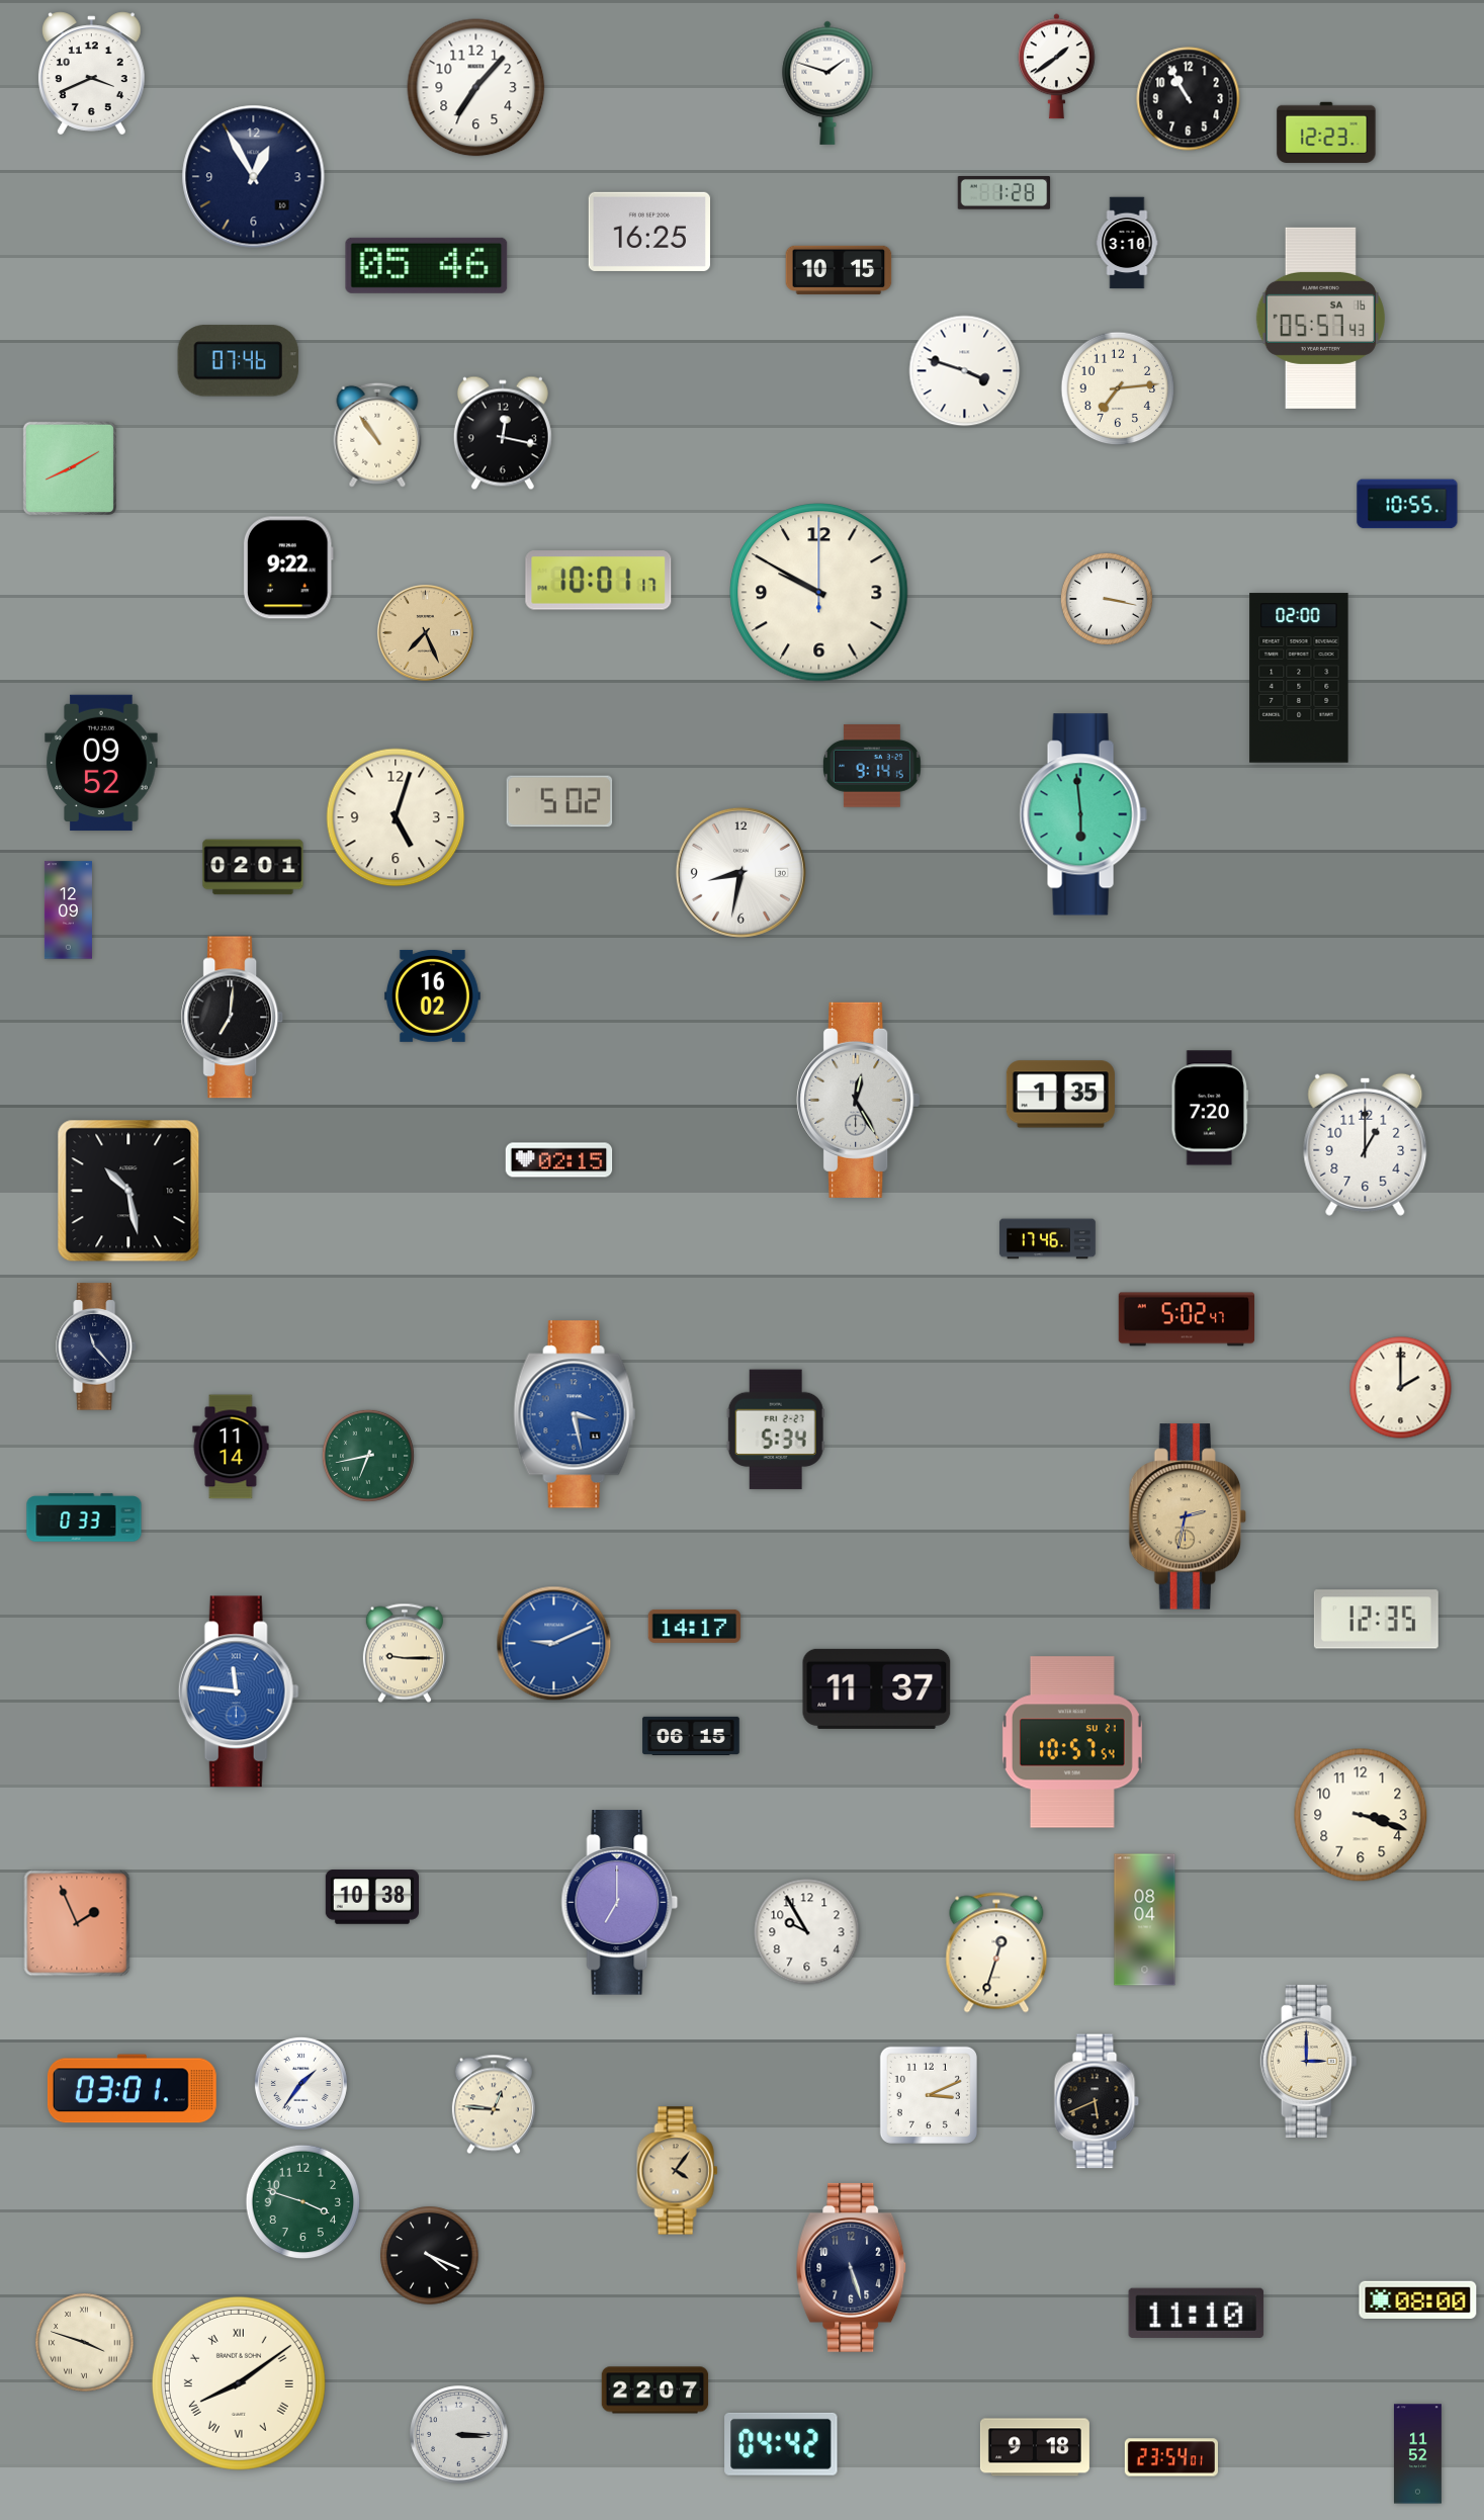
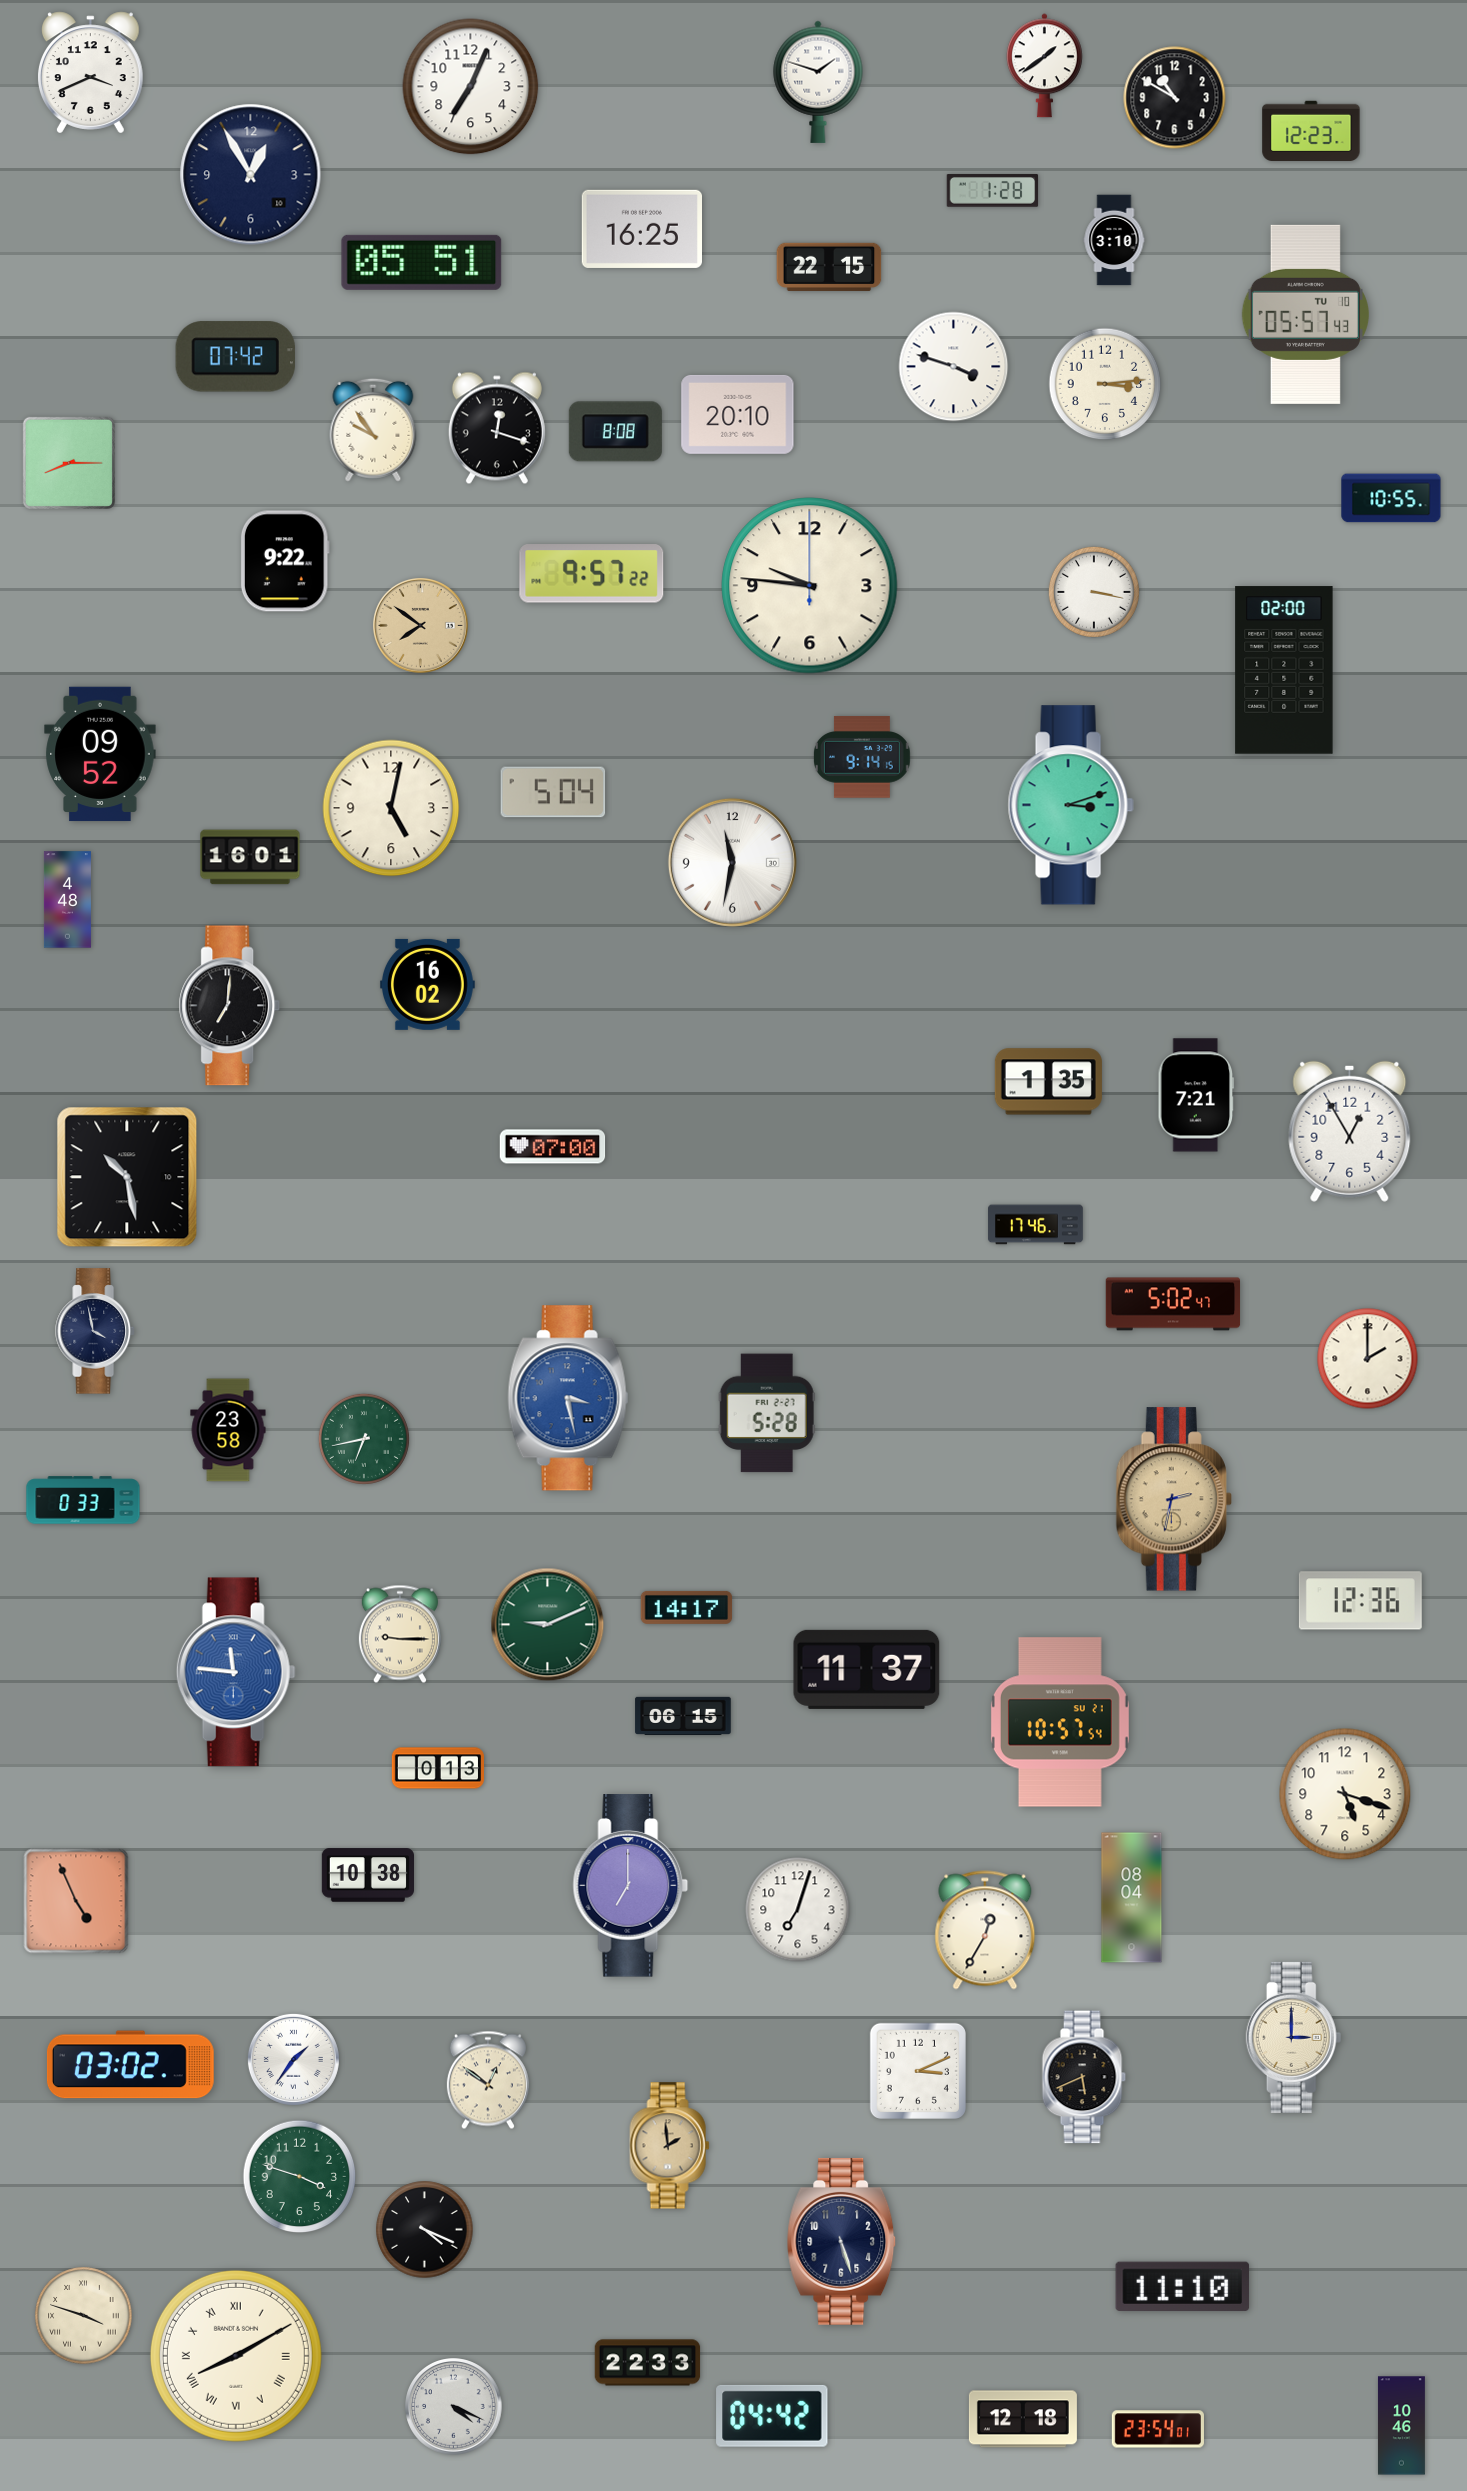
clock at (476, 88): 7:07 -> 7:04
clock at (1189, 99): 10:55 -> 10:50
clock at (427, 265): 05:46 -> 05:51
clock at (839, 270): 10:15 -> 22:15
clock at (1320, 318) date: SA 16 -> TU 10
clock at (238, 361): 07:46 -> 07:42
clock at (1118, 388): 7:14 -> 3:14
clock at (738, 414): none -> 20:10
clock at (503, 433): 12:17 -> 12:18
clock at (377, 435): 10:54 -> 9:54
clock at (615, 432): none -> 8:08
clock at (70, 468): 8:10 -> 8:15
clock at (599, 581): 10:01 -> 9:57
clock at (819, 593): 9:50 -> 9:46
clock at (425, 632): 7:26 -> 7:51
clock at (559, 801): 5:02 -> 5:04
clock at (1083, 814): 5:59 -> 3:12
clock at (396, 817): 5:03 -> 5:02
clock at (253, 867): 02:01 -> 16:01
clock at (740, 872): 8:32 -> 11:32
clock at (68, 910): 12:09 -> 4:48
clock at (859, 1100): 12:25 -> none
clock at (1210, 1108): 7:20 -> 7:21
clock at (1366, 1144): 1:00 -> 12:55
clock at (559, 1160): 02:15 -> 07:00
clock at (96, 1346): 11:23 -> 3:58
clock at (1401, 1388) position: (1401, 1388) -> (1368, 1359)
clock at (776, 1429): 5:34 -> 5:28
clock at (231, 1447): 11:14 -> 23:58
clock at (1376, 1620): 12:35 -> 12:36
clock at (554, 1644) dial: blue -> green
clock at (437, 1768): none -> 0:13
clock at (1361, 1815): 3:18 -> 5:18
clock at (620, 1903) position: (620, 1903) -> (631, 1886)
clock at (77, 1923): 1:56 -> 4:56
clock at (807, 1932): 9:55 -> 7:03
clock at (996, 1952): 12:33 -> 12:35
clock at (300, 2083) position: (300, 2083) -> (293, 2059)
clock at (132, 2089): 03:01 -> 03:02
clock at (494, 2104): 12:46 -> 12:51
clock at (678, 2171): 4:06 -> 1:59
clock at (1418, 2299): 08:00 -> none
clock at (239, 2383): 8:09 -> 8:10
clock at (656, 2391): 22:07 -> 22:33
clock at (459, 2435): 3:15 -> 4:19
clock at (1035, 2447): 9:18 -> 12:18
clock at (1417, 2454): 11:52 -> 10:46
